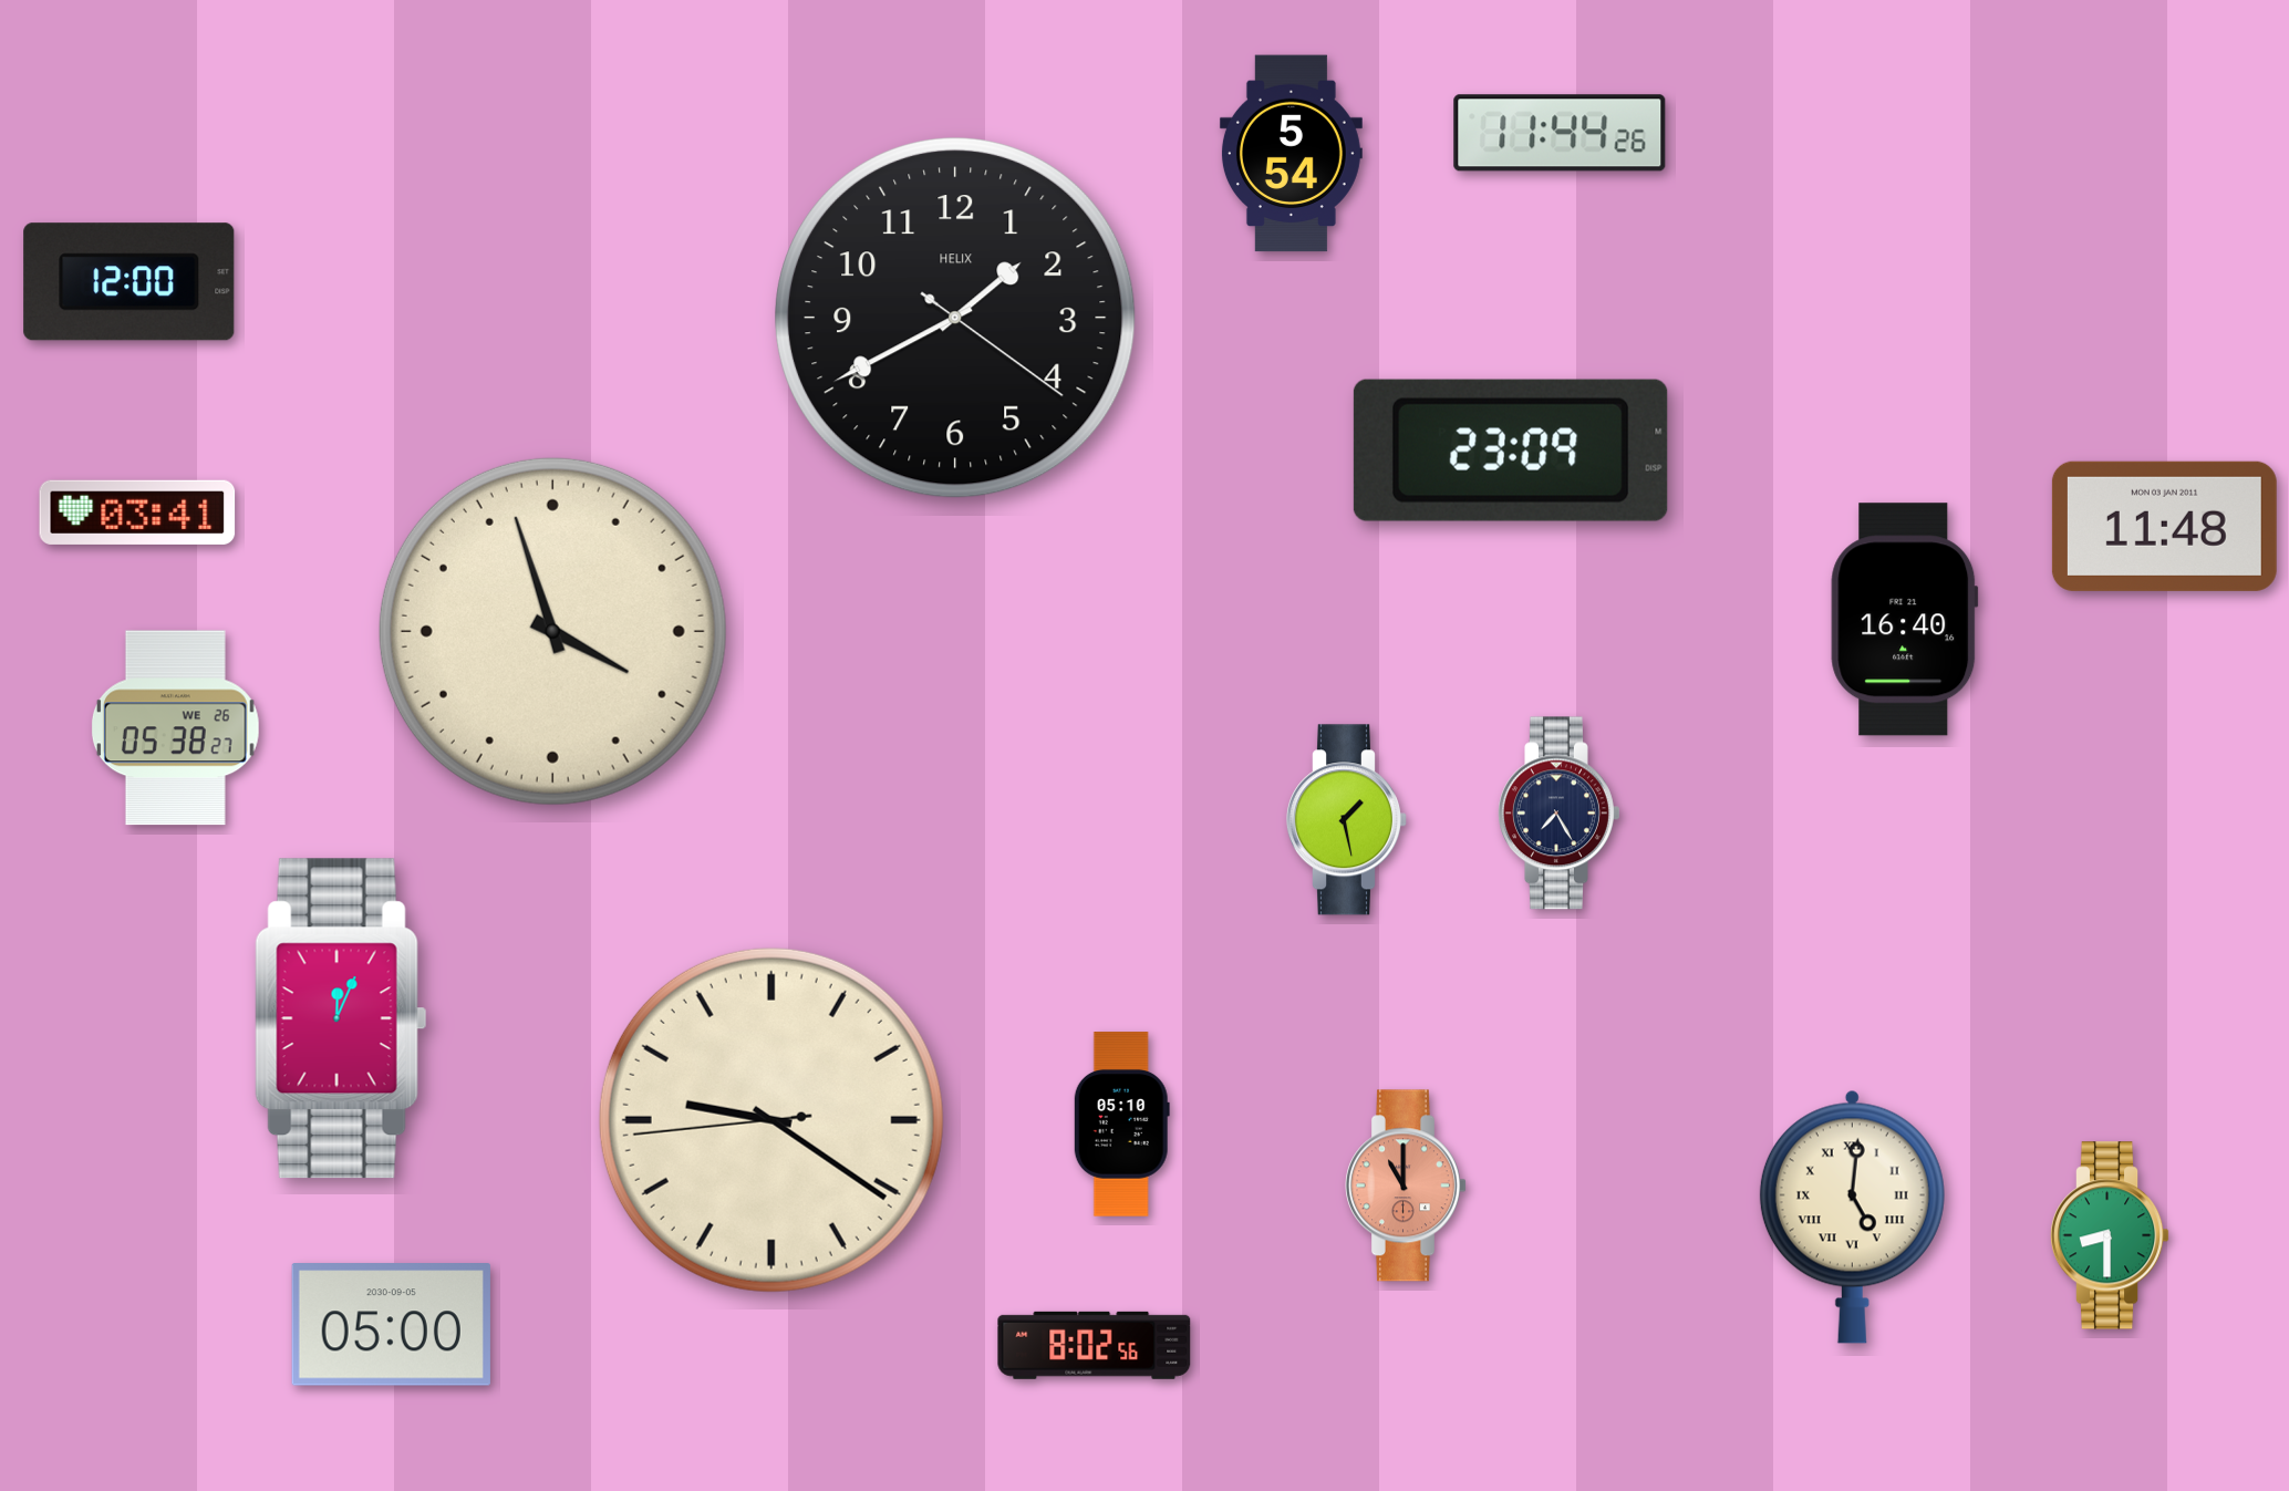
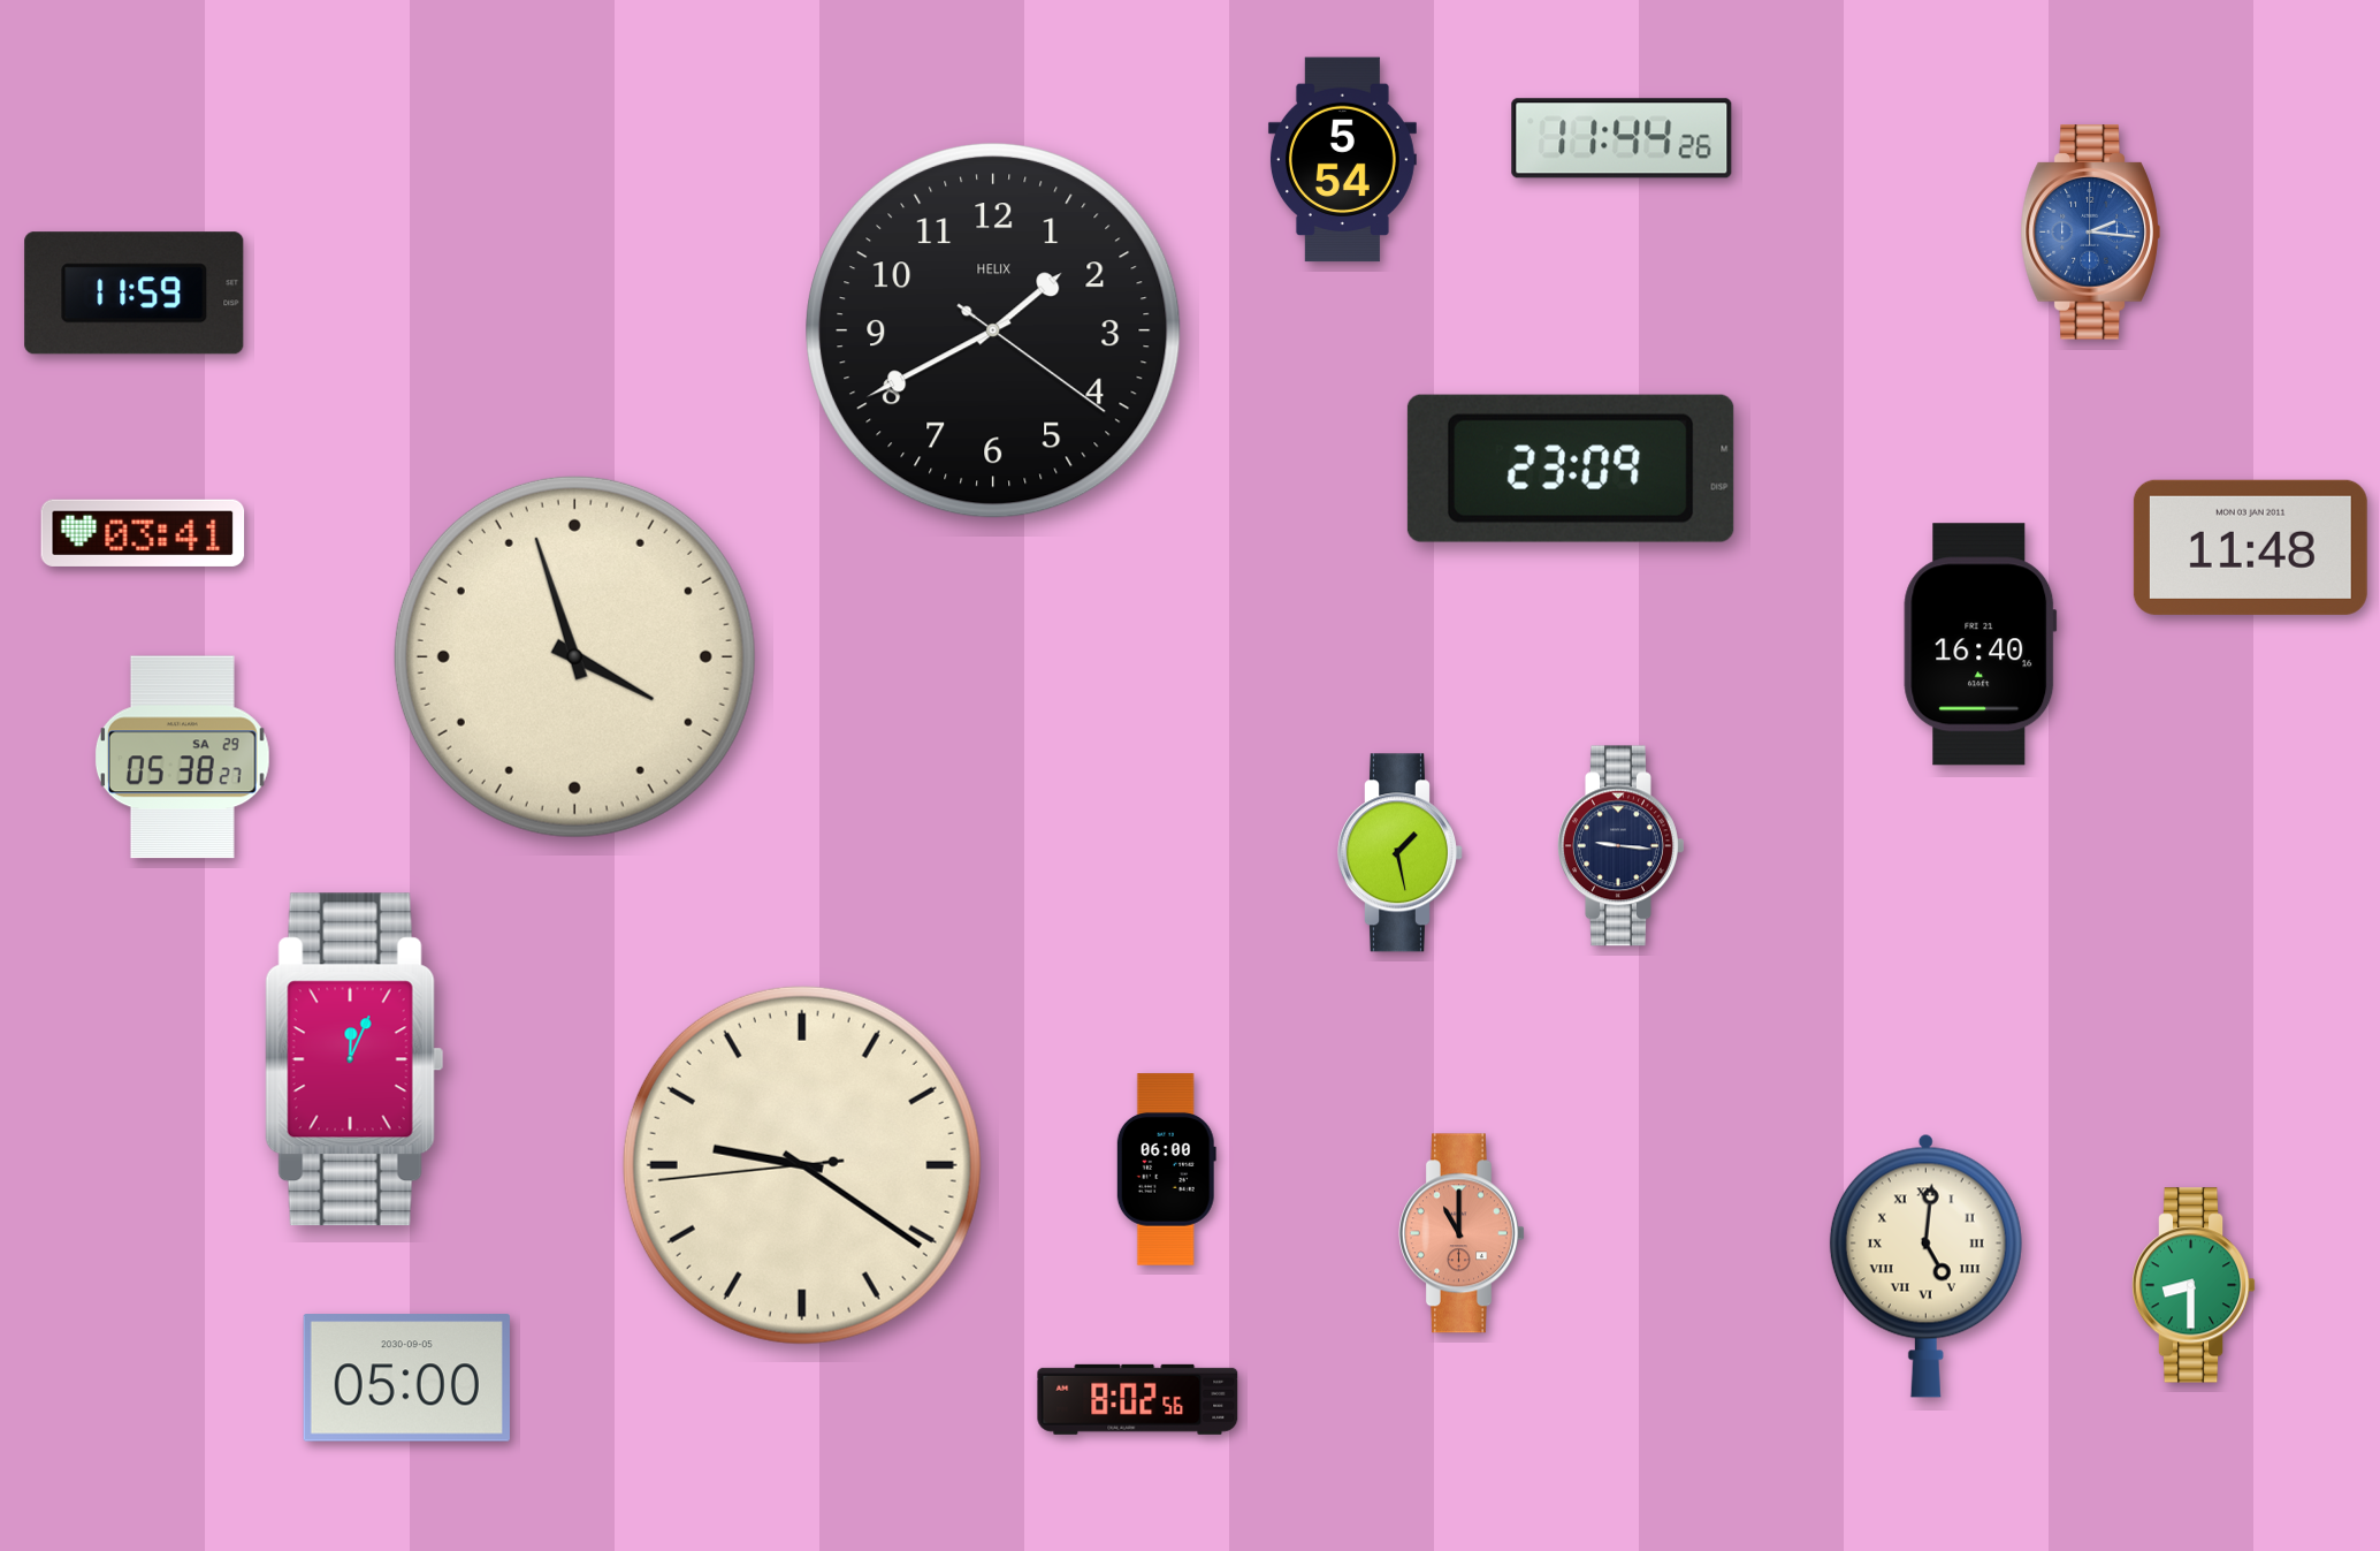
clock at (2090, 233): none -> 2:16
clock at (130, 282): 12:00 -> 11:59
clock at (175, 728) date: WE 26 -> SA 29
clock at (1560, 814): 7:25 -> 9:16
clock at (1121, 1125): 05:10 -> 06:00
